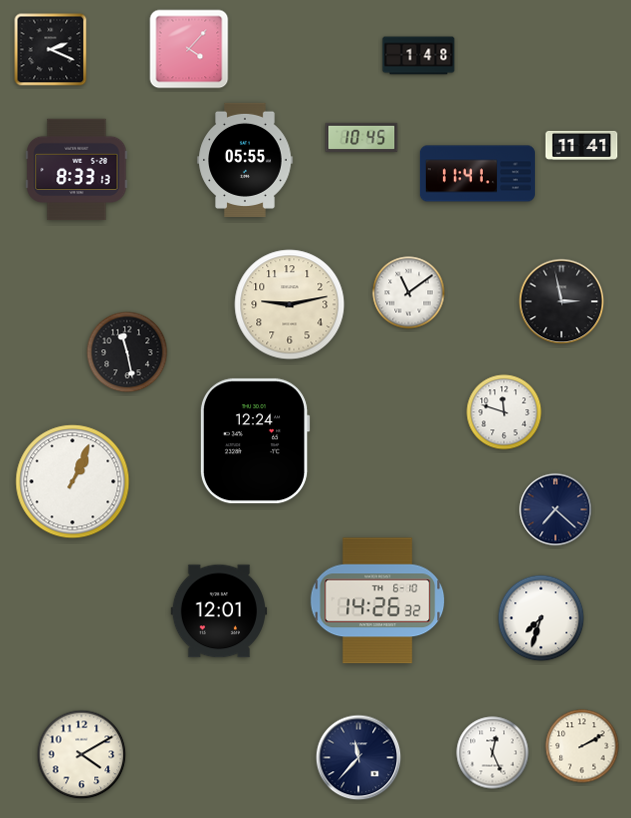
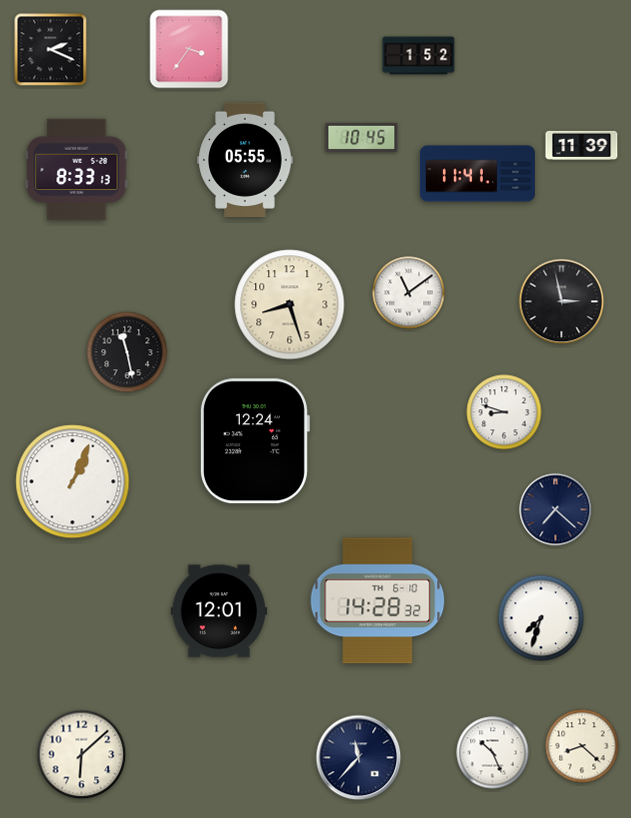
clock at (189, 49): 4:07 -> 3:36
clock at (419, 56): 1:48 -> 1:52
clock at (582, 145): 11:41 -> 11:39
clock at (290, 305): 9:13 -> 8:27
clock at (504, 412): 11:48 -> 8:48
clock at (378, 601): 14:26 -> 14:28
clock at (582, 746): 2:10 -> 8:22
clock at (493, 753): 12:26 -> 10:26
clock at (82, 755): 4:10 -> 6:08
